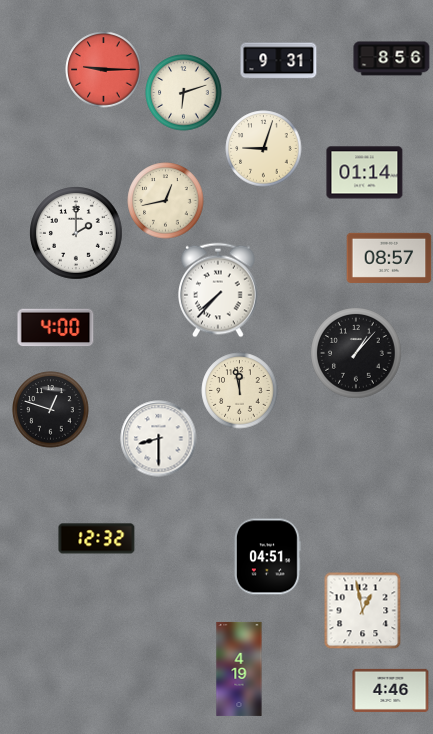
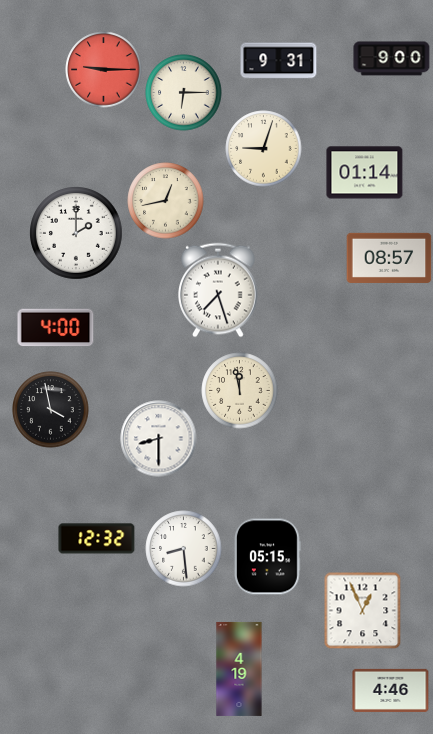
clock at (392, 59): 8:56 -> 9:00
clock at (184, 93): 6:12 -> 6:15
clock at (219, 290): 7:37 -> 7:27
clock at (356, 353): 1:07 -> none
clock at (51, 410): 12:48 -> 3:58
clock at (184, 549): none -> 8:29
clock at (267, 557): 04:51 -> 05:15
clock at (362, 610): 12:58 -> 12:56
